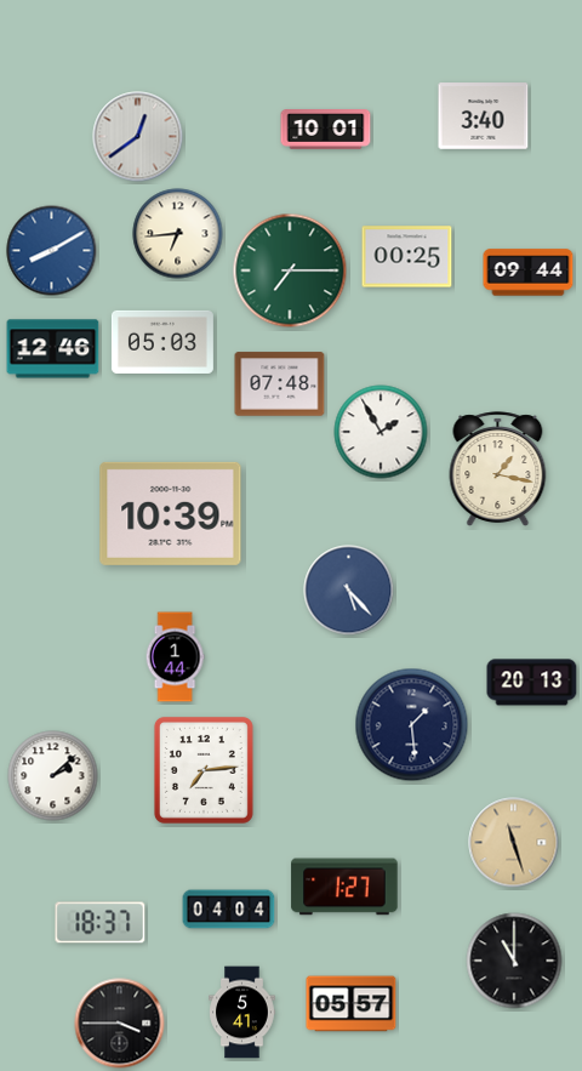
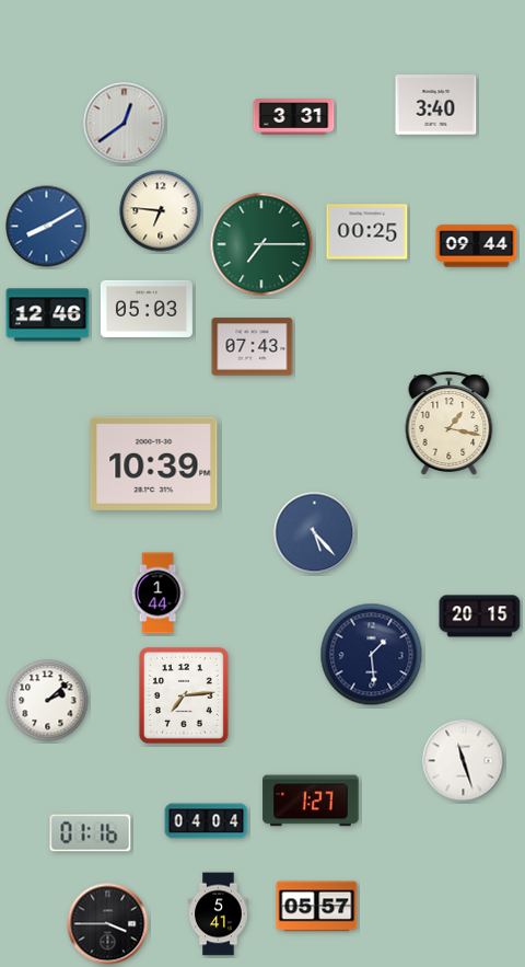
clock at (326, 130): 10:01 -> 3:31
clock at (178, 234): 6:44 -> 6:46
clock at (280, 384): 07:48 -> 07:43
clock at (381, 432): 1:55 -> none
clock at (532, 683): 20:13 -> 20:15
clock at (514, 843) dial: champagne -> white
clock at (101, 923): 18:37 -> 01:16
clock at (514, 961): 11:00 -> none
